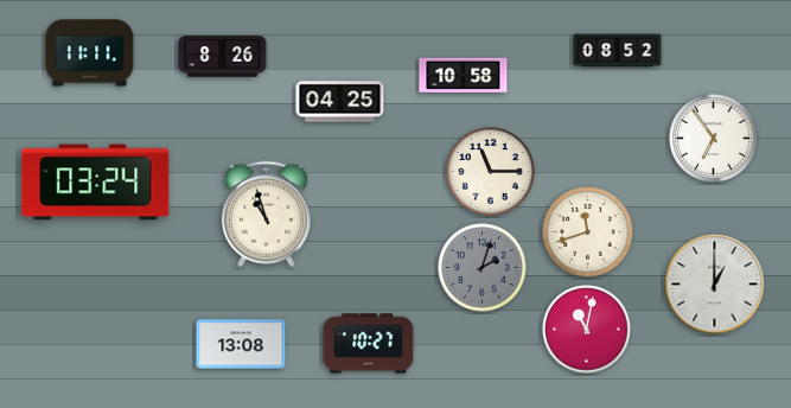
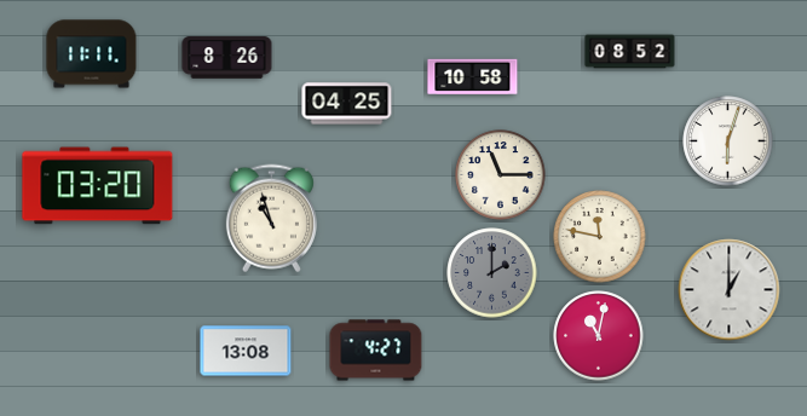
clock at (714, 139): 6:54 -> 6:03
clock at (96, 183): 03:24 -> 03:20
clock at (588, 232): 11:42 -> 11:47
clock at (483, 268): 2:03 -> 2:00
clock at (369, 344): 10:27 -> 4:27
